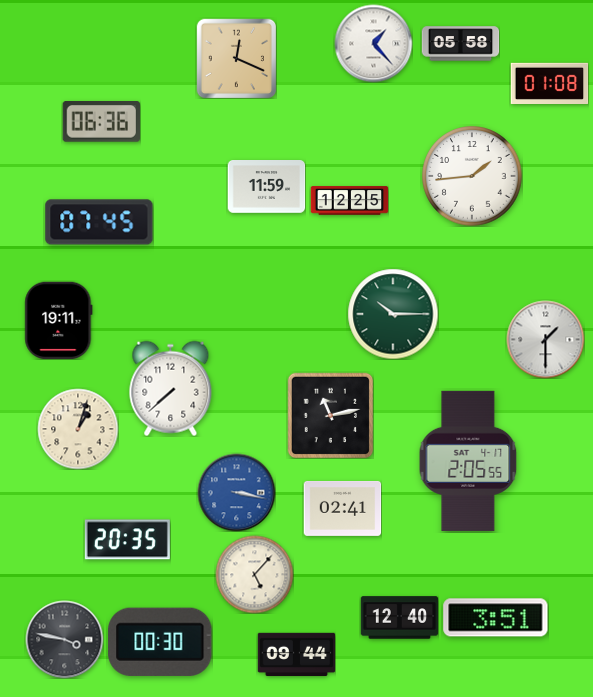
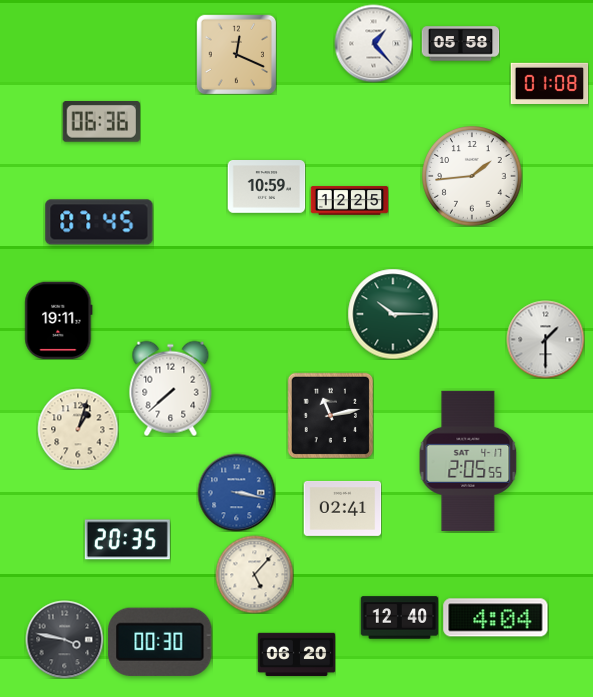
clock at (236, 58) position: (236, 58) -> (236, 54)
clock at (266, 187): 11:59 -> 10:59
clock at (496, 618): 3:51 -> 4:04
clock at (296, 655): 09:44 -> 06:20
